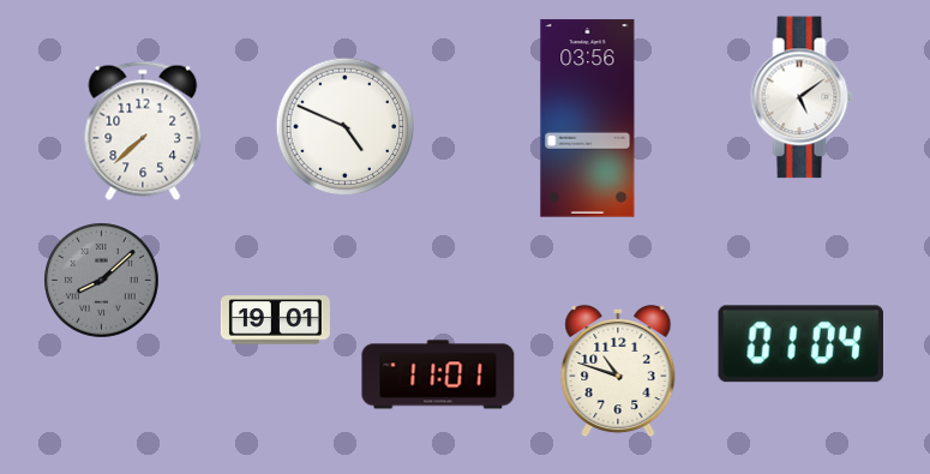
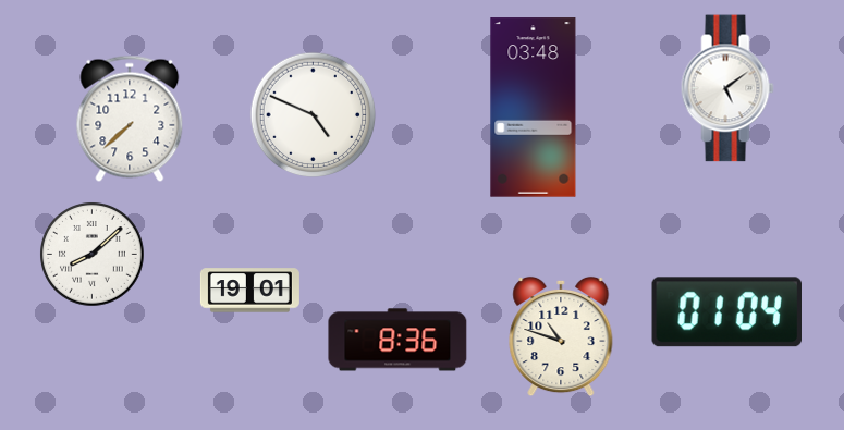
clock at (588, 119): 03:56 -> 03:48
clock at (102, 281) dial: grey -> white
clock at (438, 374): 11:01 -> 8:36
